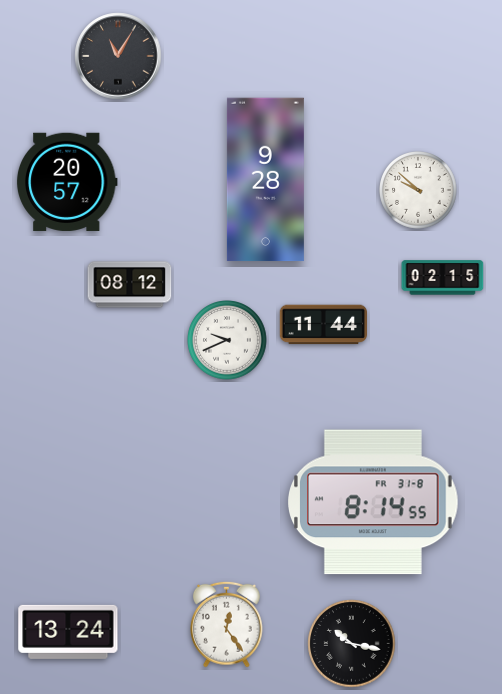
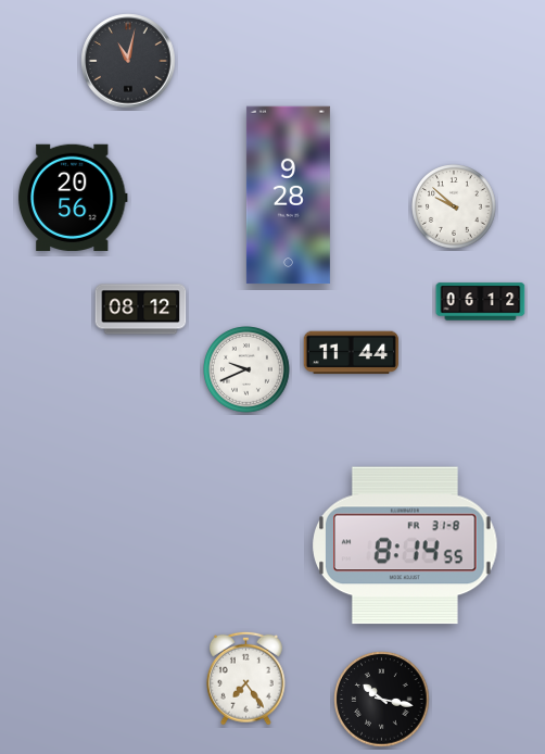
clock at (118, 56): 11:05 -> 11:02
clock at (67, 182): 20:57 -> 20:56
clock at (443, 278): 02:15 -> 06:12
clock at (227, 624): 12:24 -> 7:24
clock at (68, 632): 13:24 -> none
